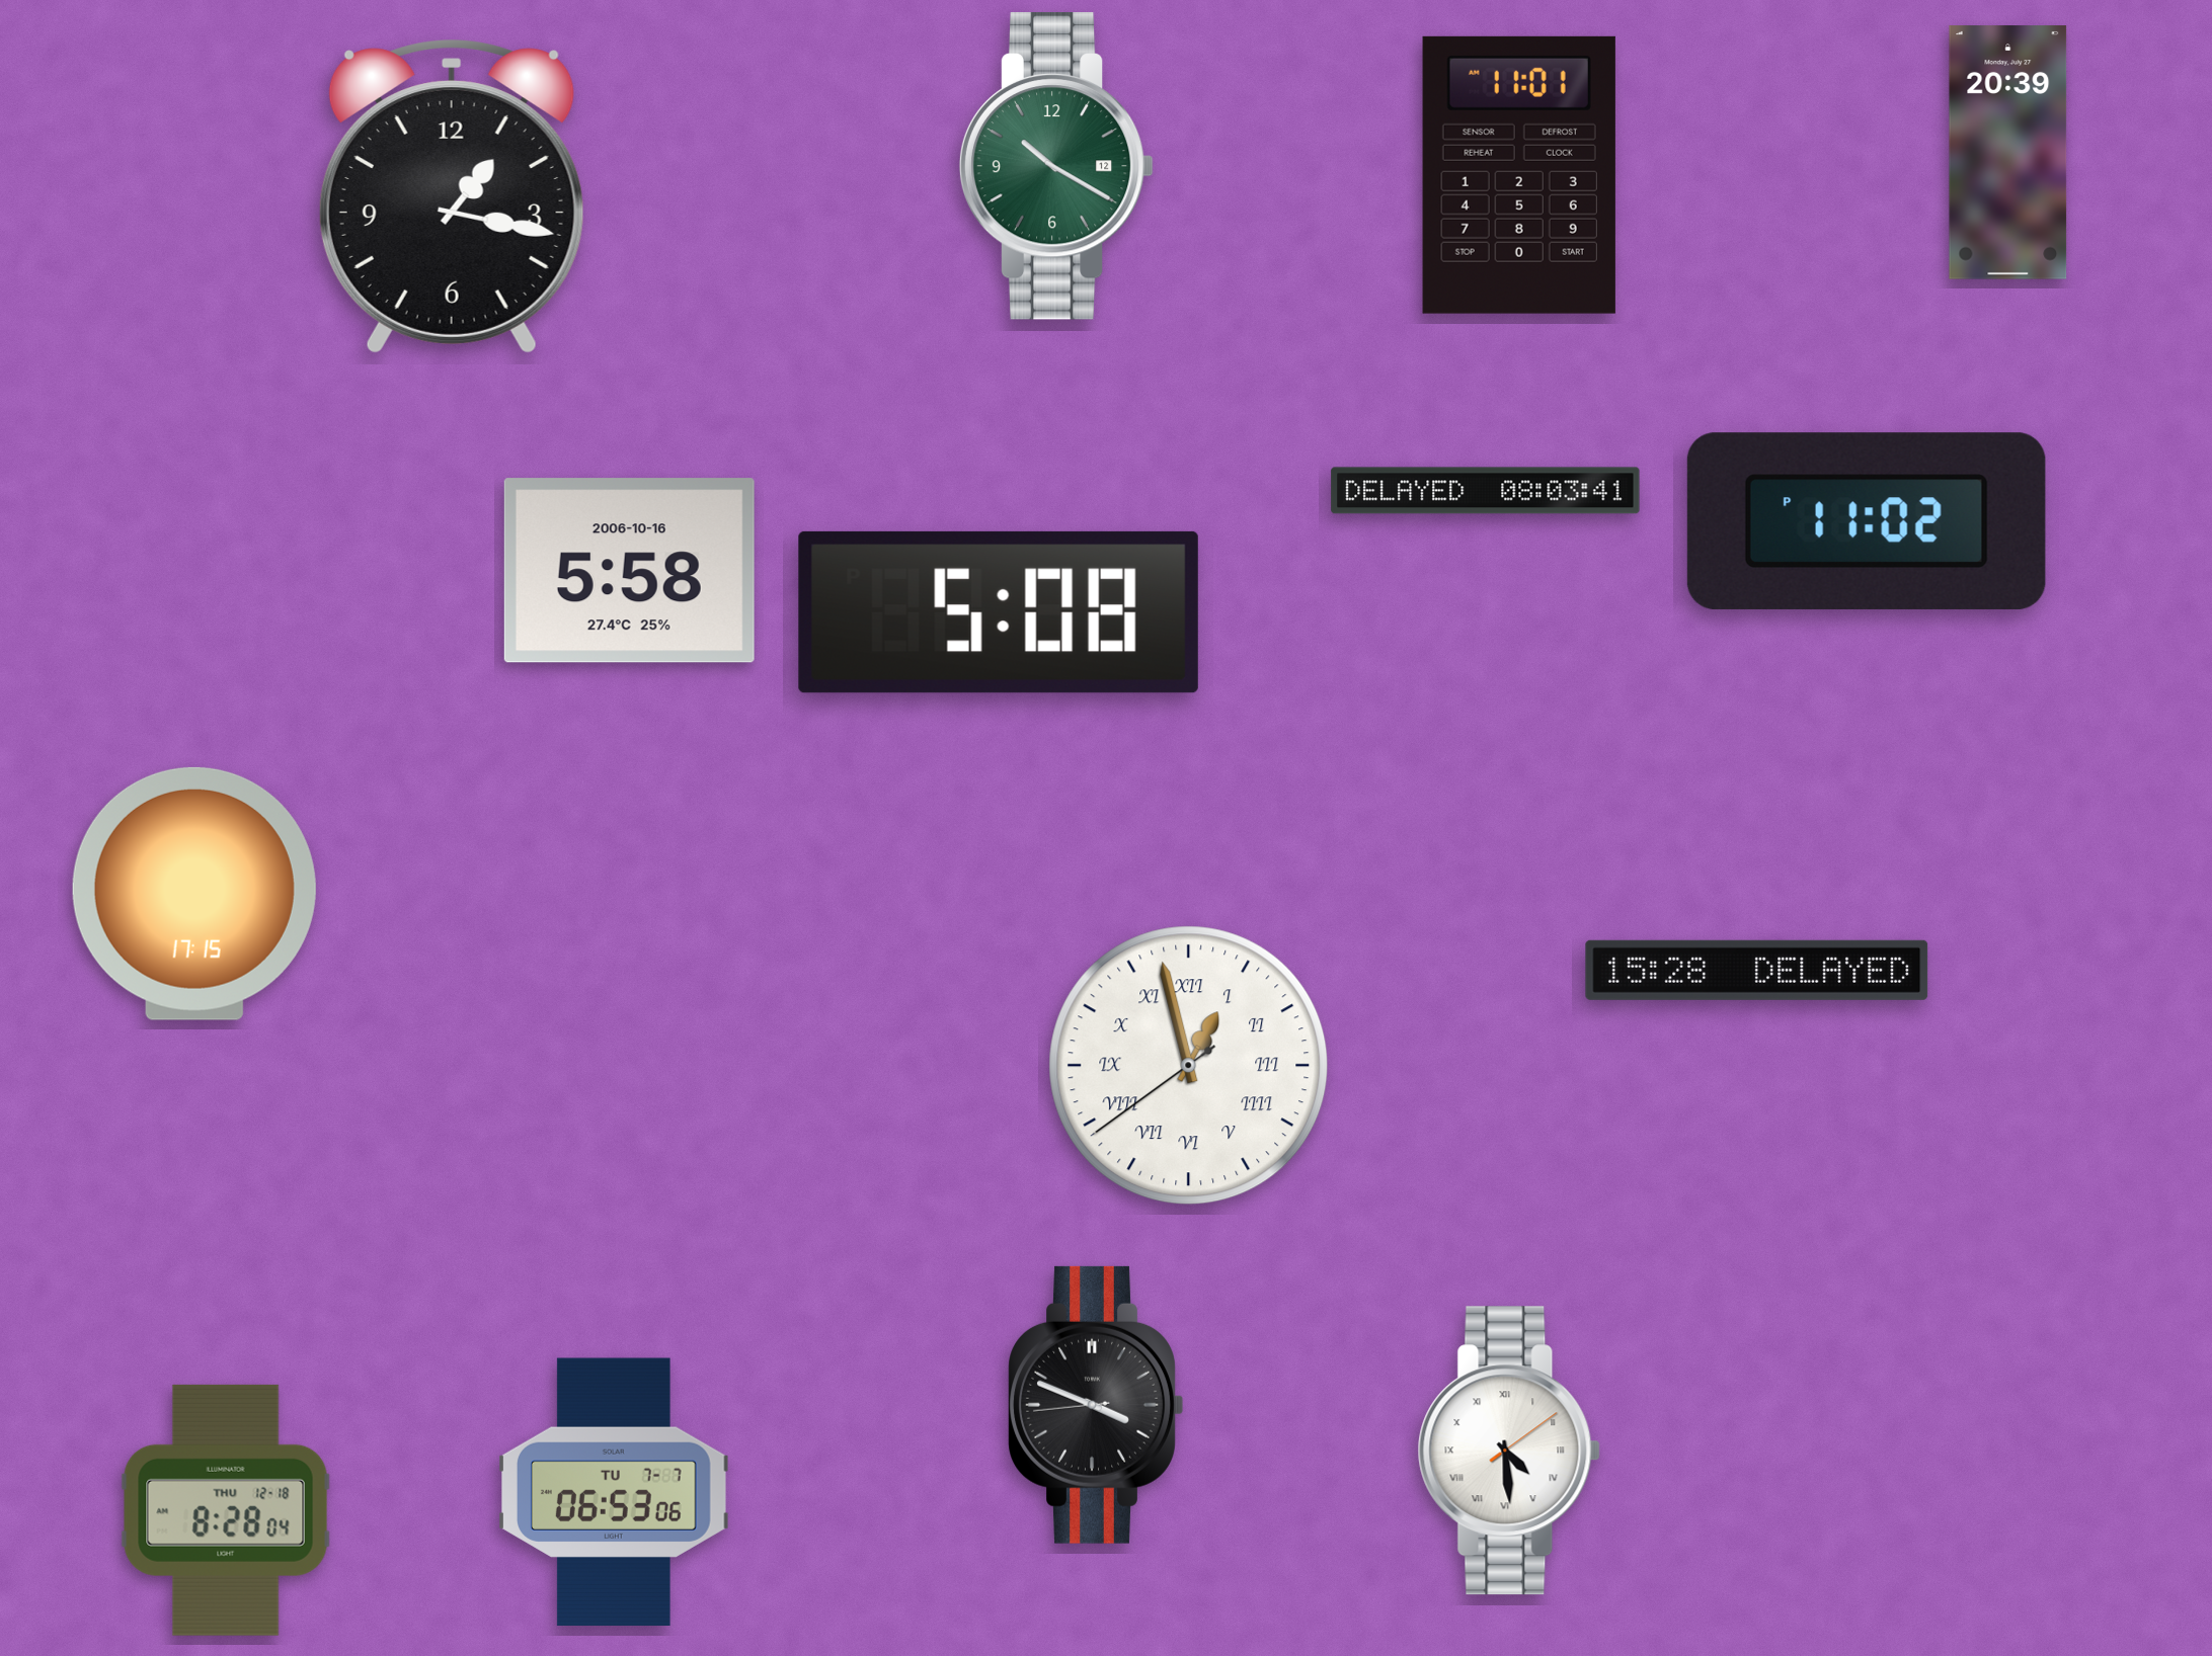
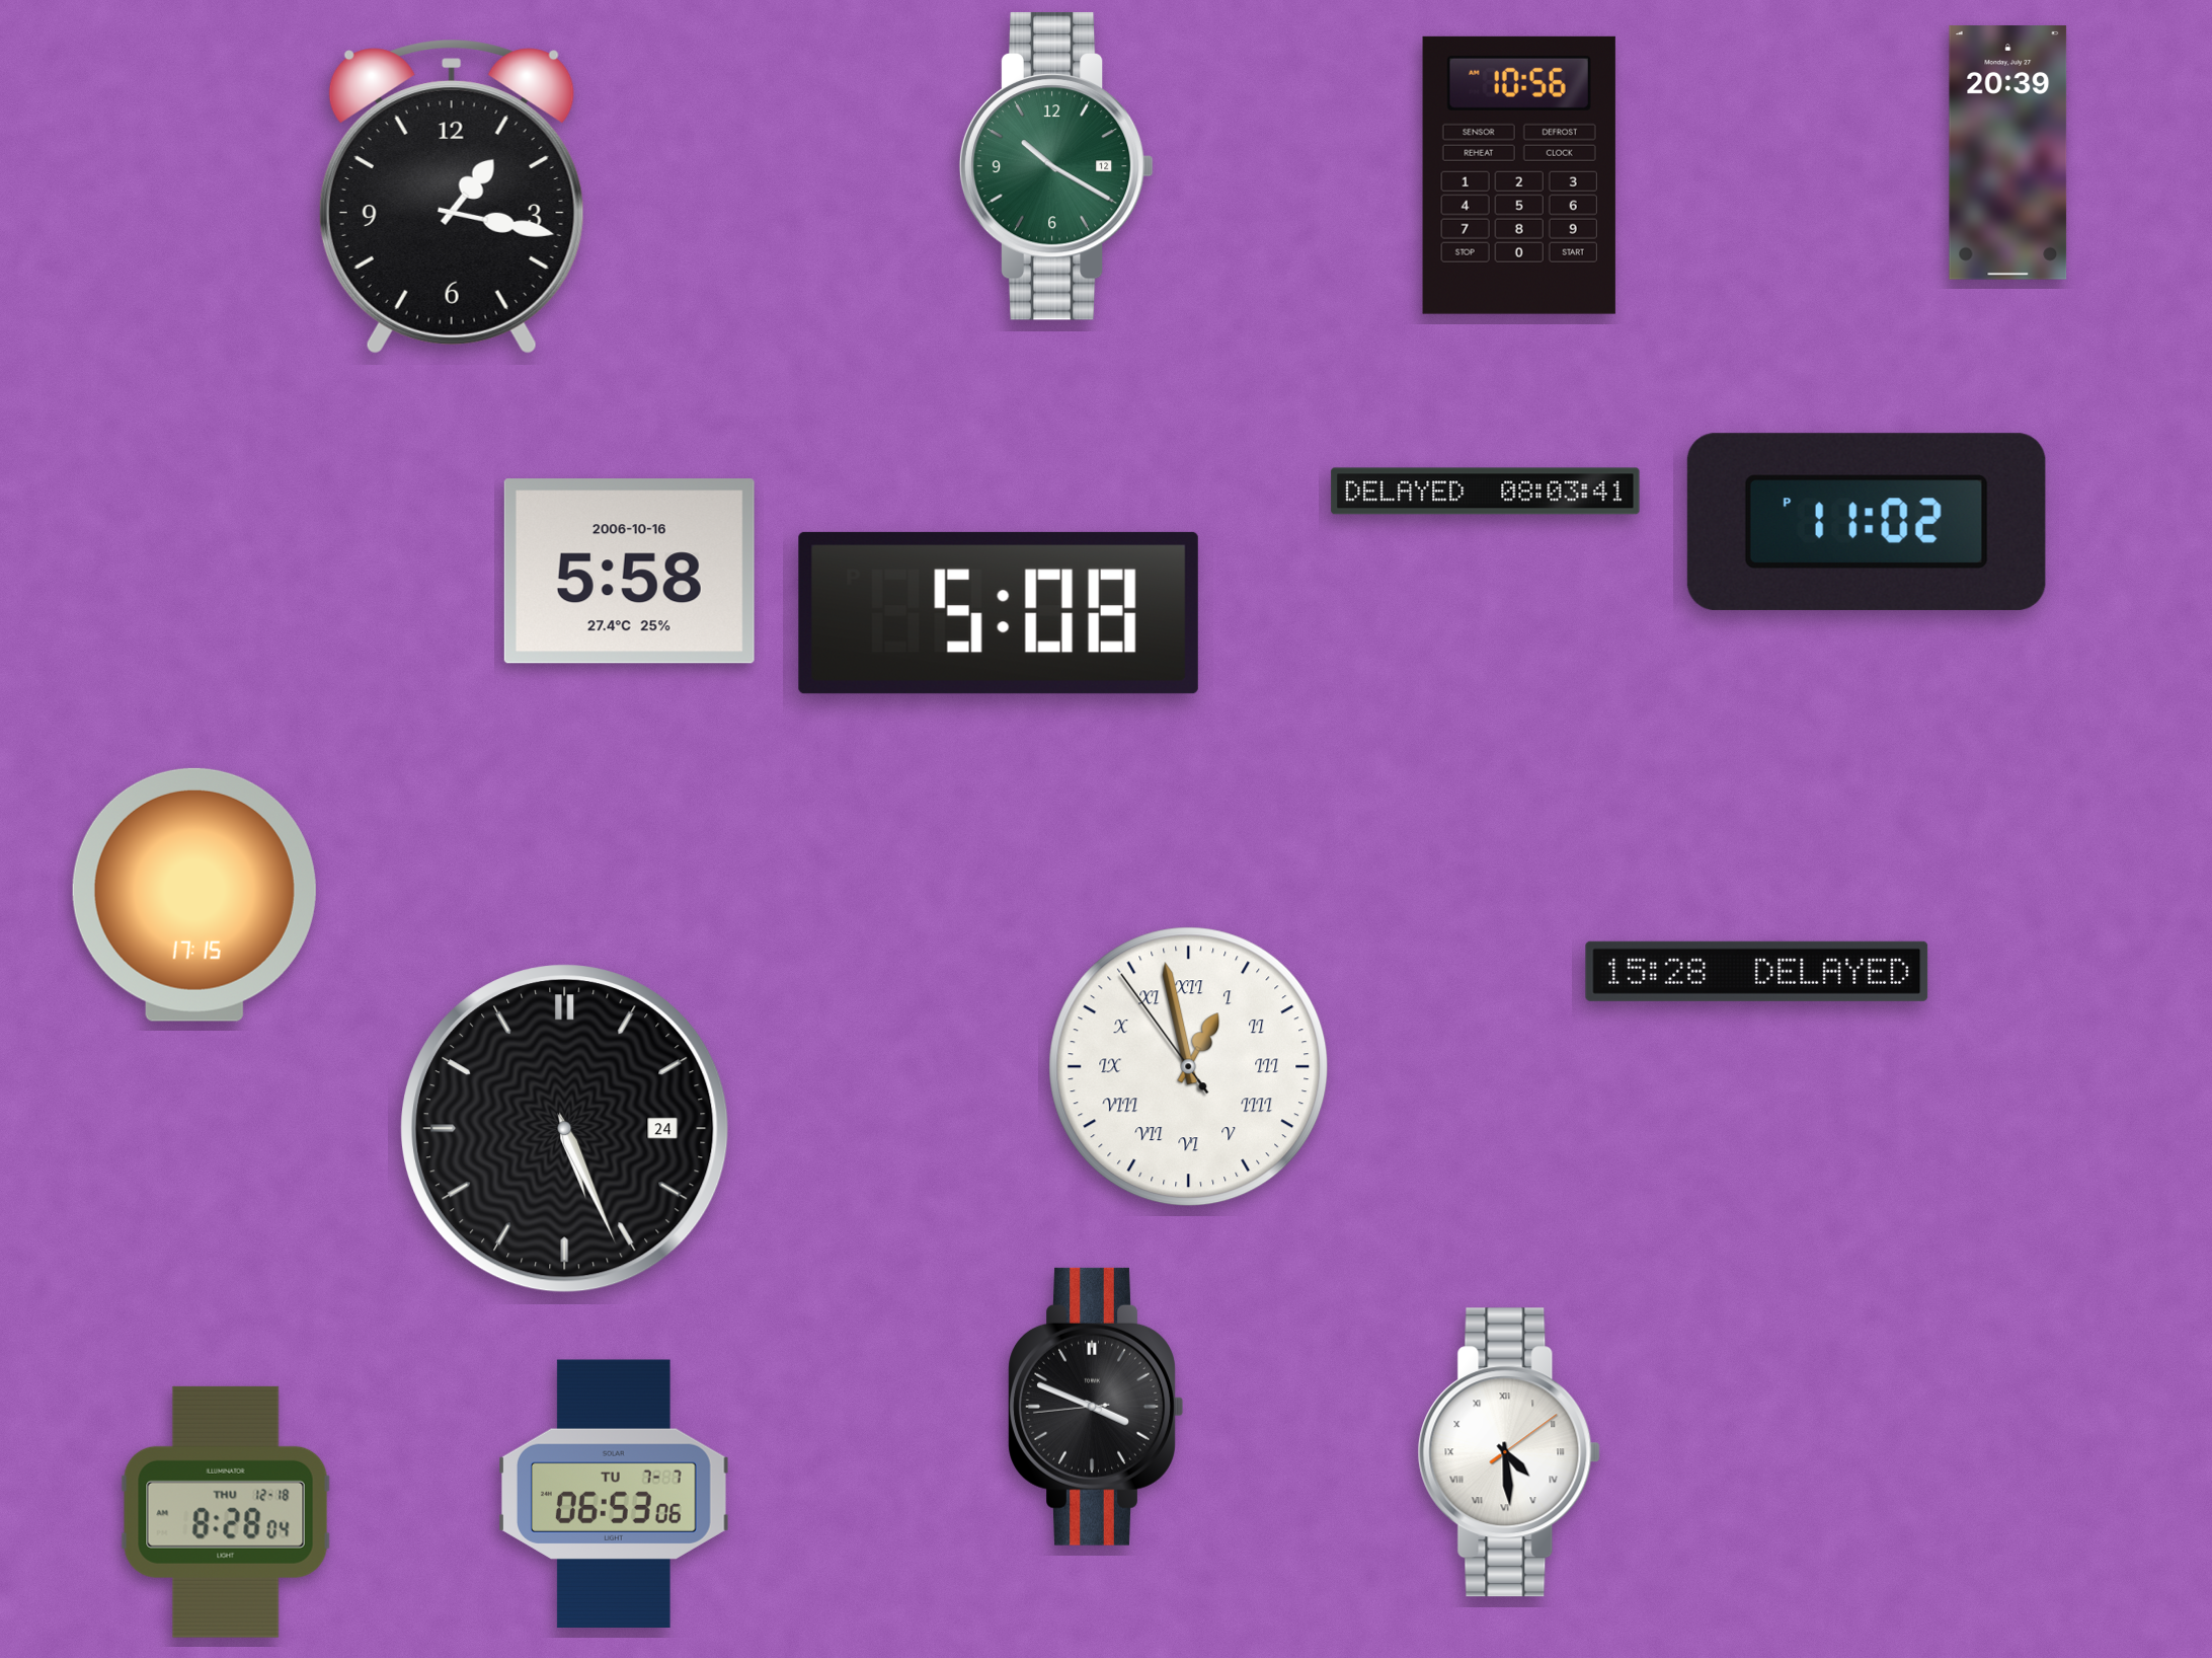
clock at (1519, 175): 11:01 -> 10:56
clock at (1189, 1066): 12:57:39 -> 12:57:54
clock at (565, 1129): none -> 5:26
